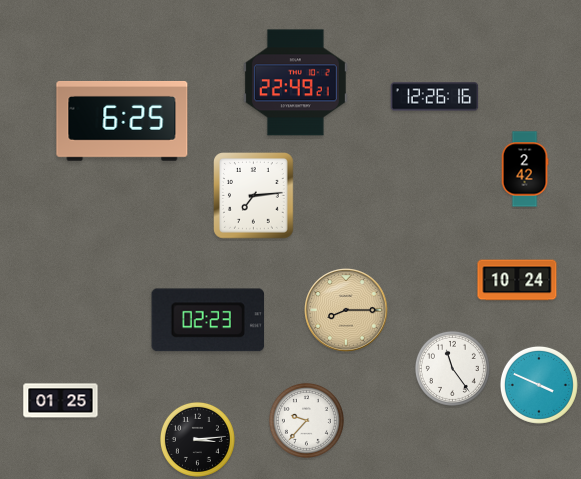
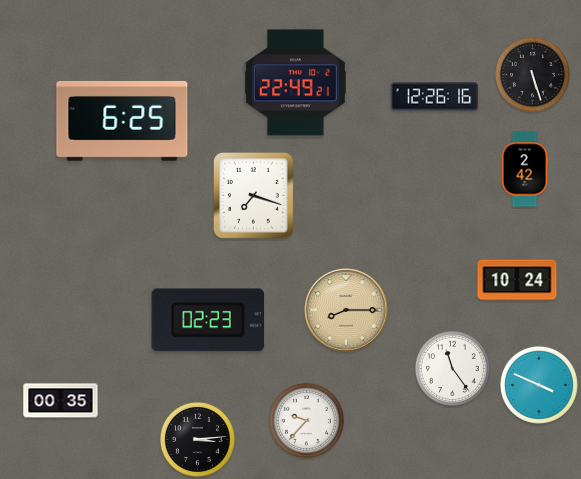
clock at (532, 74): none -> 5:27
clock at (254, 196): 7:14 -> 7:18
clock at (61, 401): 01:25 -> 00:35
